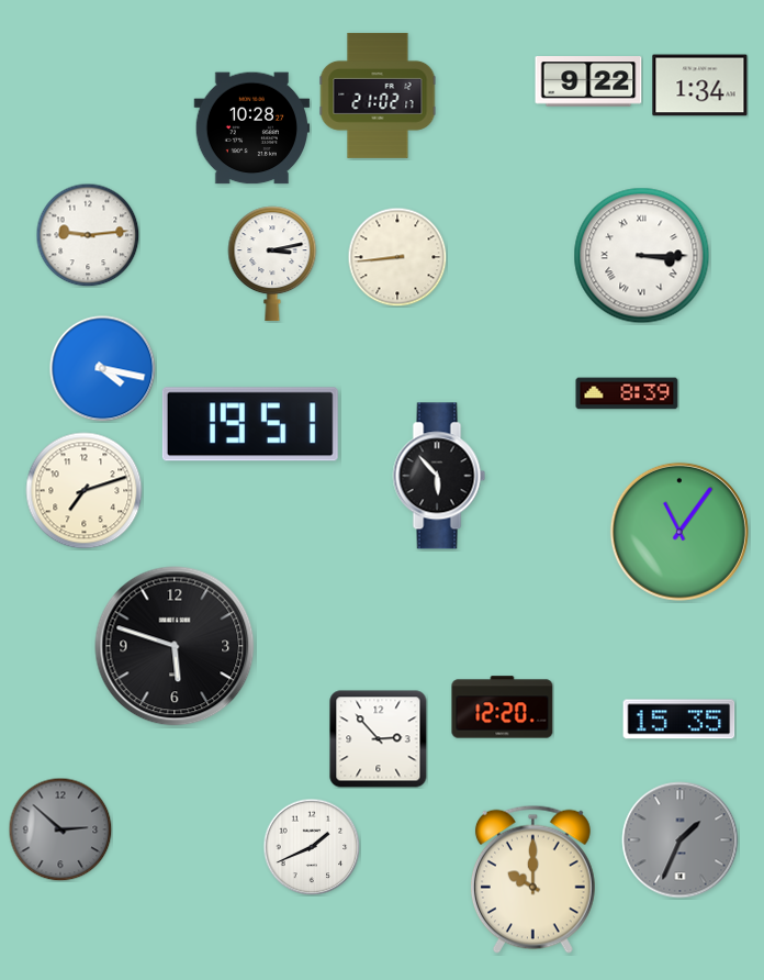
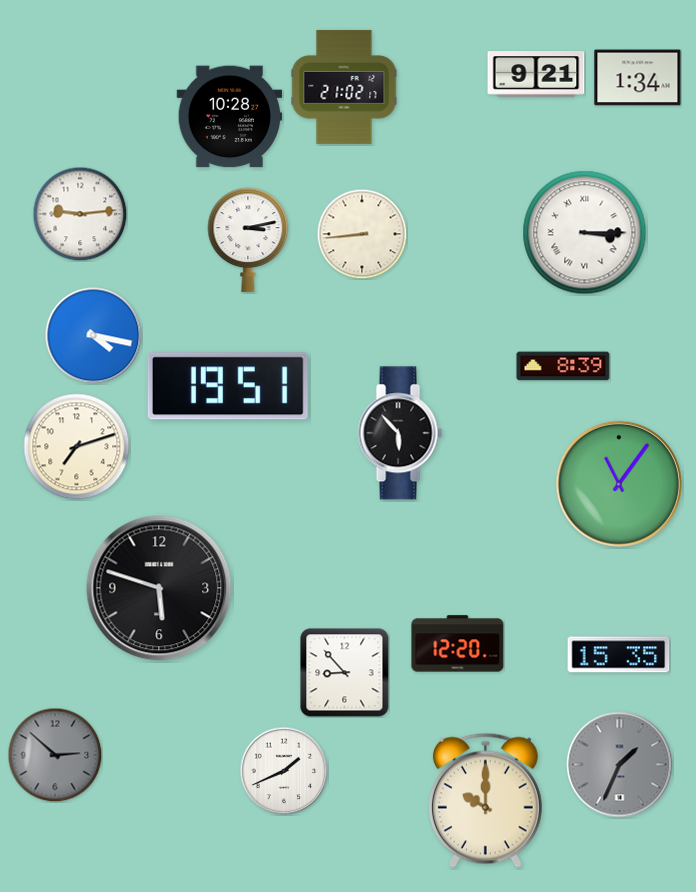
clock at (588, 81): 9:22 -> 9:21
clock at (627, 393) position: (627, 393) -> (563, 366)
clock at (379, 739): 2:53 -> 8:53
